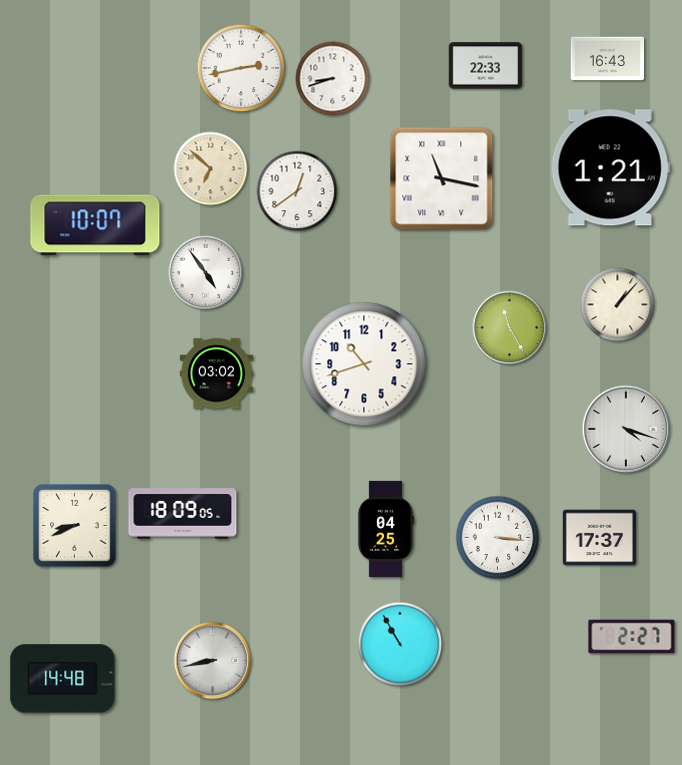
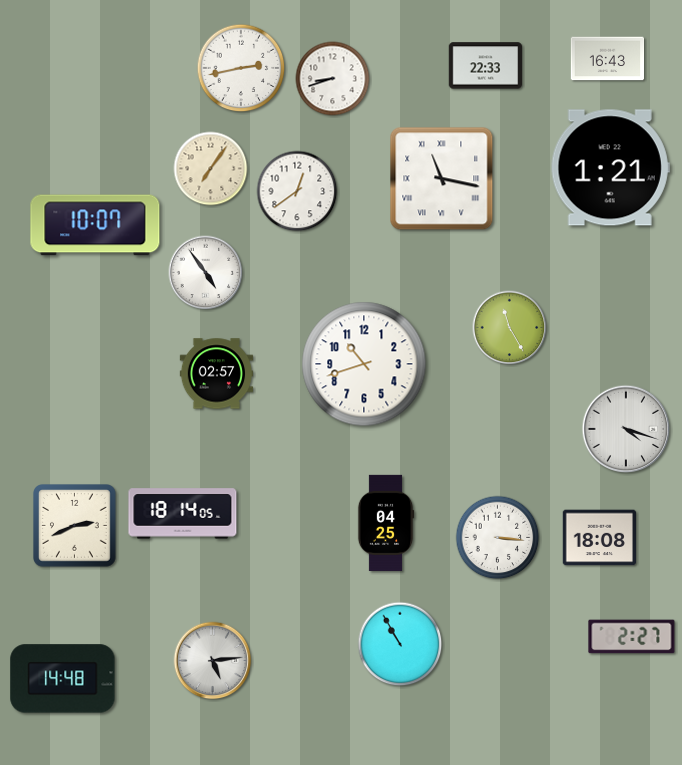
clock at (211, 169): 6:52 -> 7:06
clock at (618, 305): 1:07 -> none
clock at (217, 374): 03:02 -> 02:57
clock at (183, 514): 18:09 -> 18:14
clock at (75, 526): 8:41 -> 2:41
clock at (386, 529) position: (386, 529) -> (386, 523)
clock at (600, 538): 17:37 -> 18:08
clock at (213, 661): 8:43 -> 5:14
